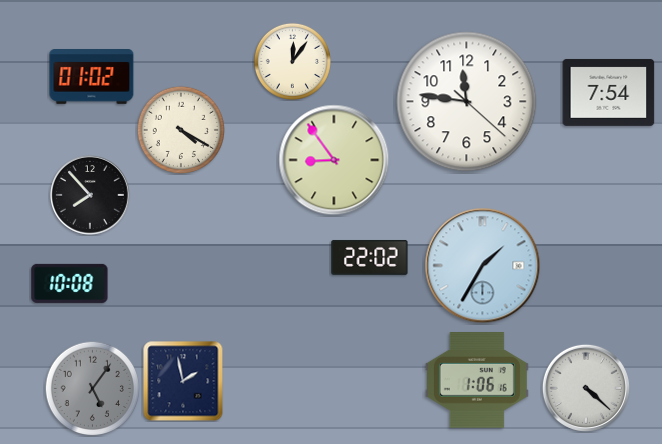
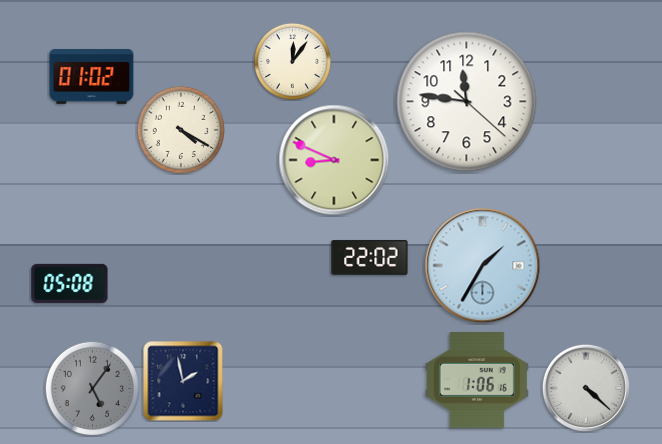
clock at (609, 92): 7:54 -> none
clock at (334, 160): 8:54 -> 8:49
clock at (91, 196): 7:53 -> none
clock at (70, 283): 10:08 -> 05:08
